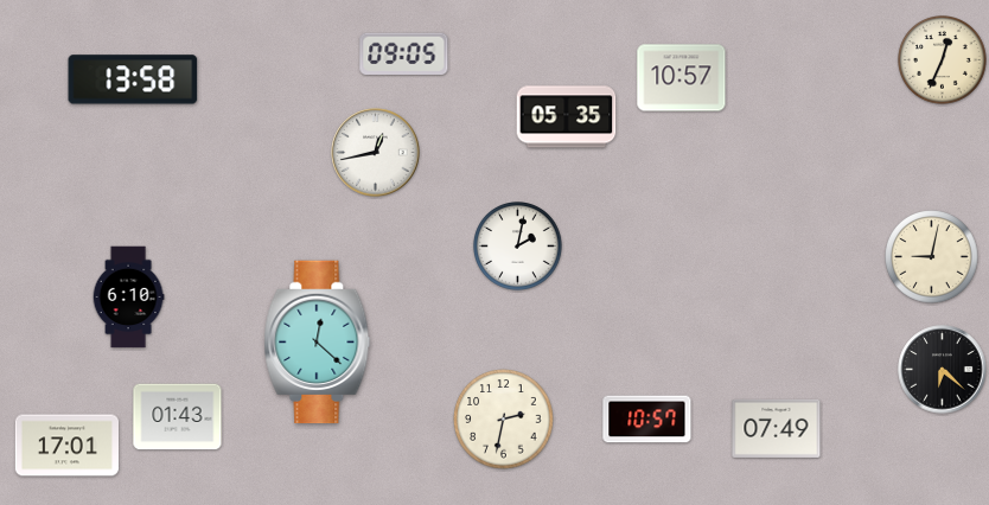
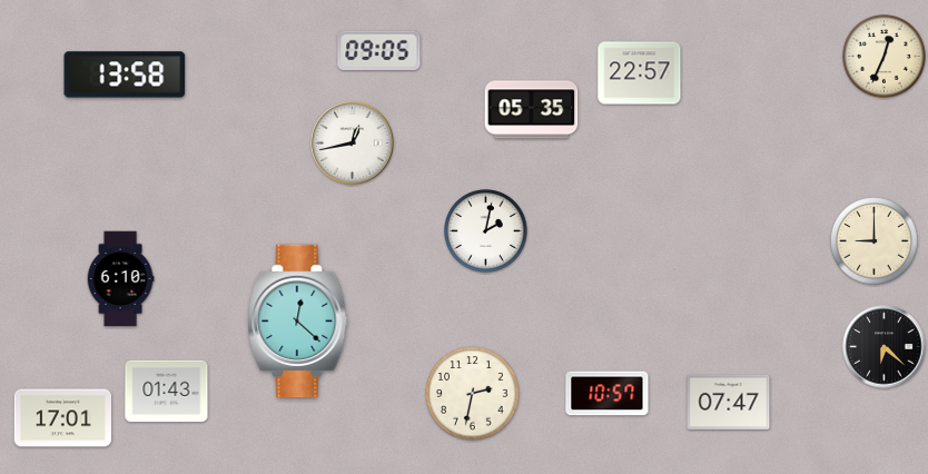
clock at (682, 78): 10:57 -> 22:57
clock at (932, 257): 9:02 -> 9:00
clock at (777, 428): 07:49 -> 07:47
